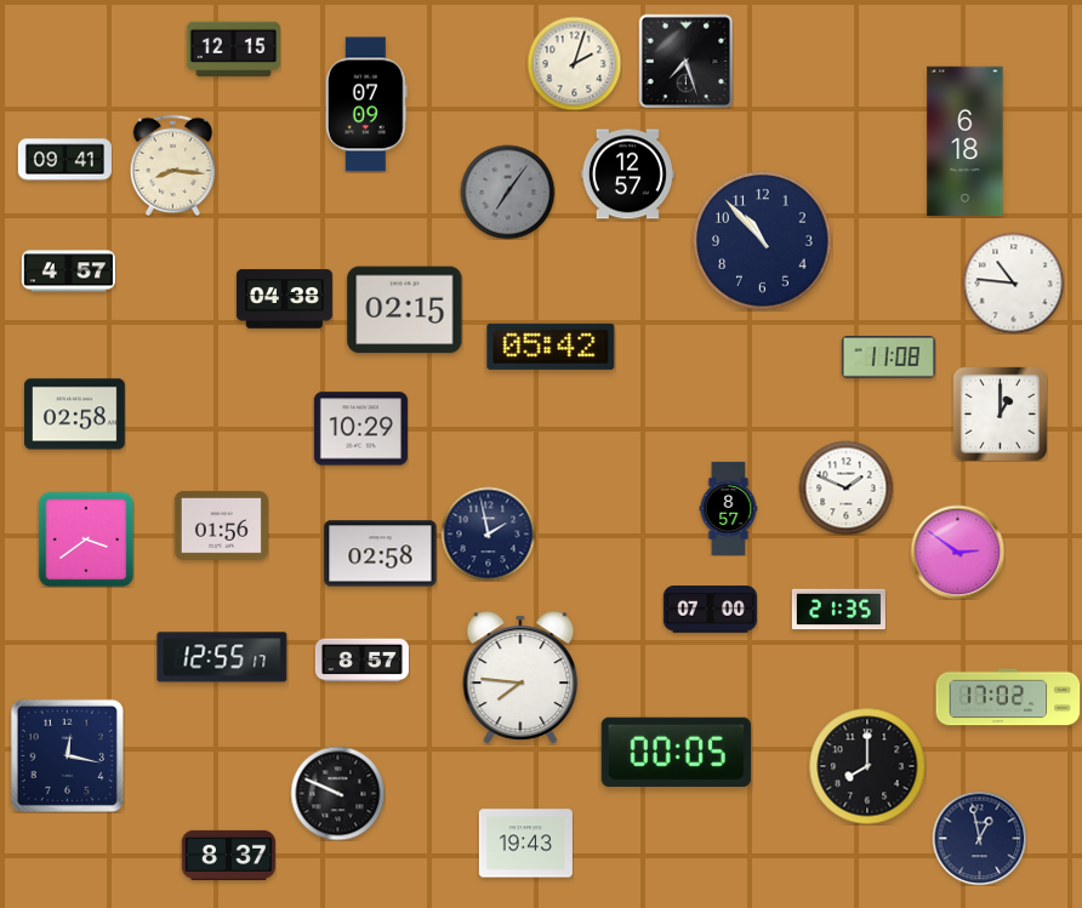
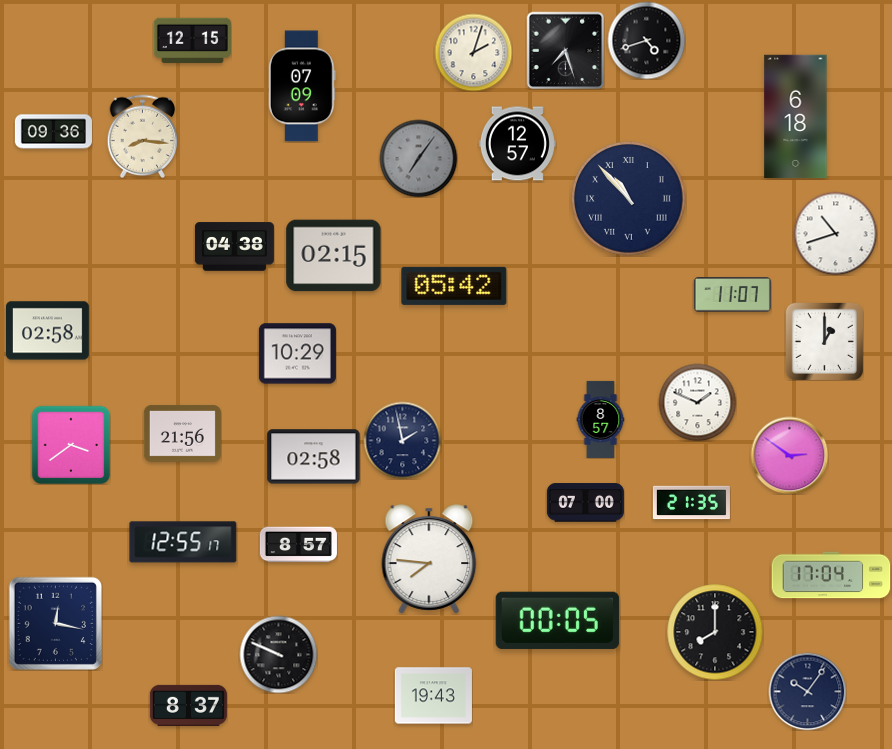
clock at (646, 40): none -> 4:42
clock at (64, 160): 09:41 -> 09:36
clock at (763, 241) numerals: Arabic -> Roman
clock at (68, 272): 4:57 -> none
clock at (1013, 282): 10:46 -> 10:42
clock at (888, 358): 11:08 -> 11:07
clock at (75, 415) position: (75, 415) -> (48, 331)
clock at (221, 525): 01:56 -> 21:56
clock at (1008, 697): 17:02 -> 17:04
clock at (979, 838): 12:58 -> 10:06
